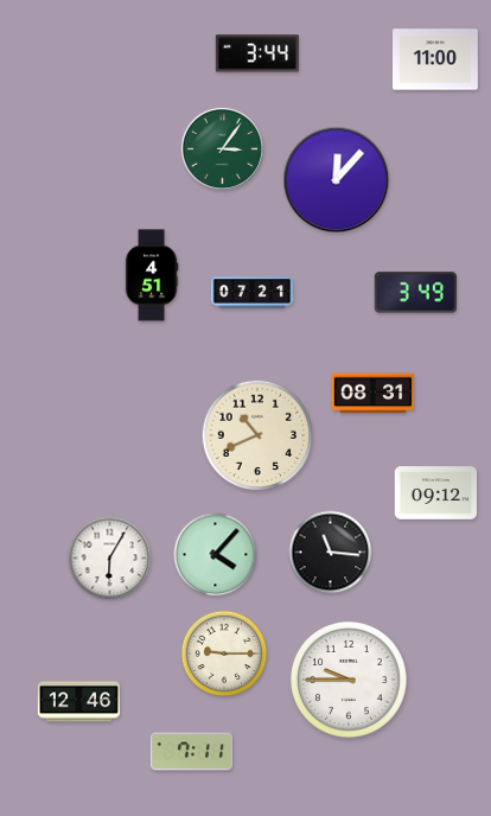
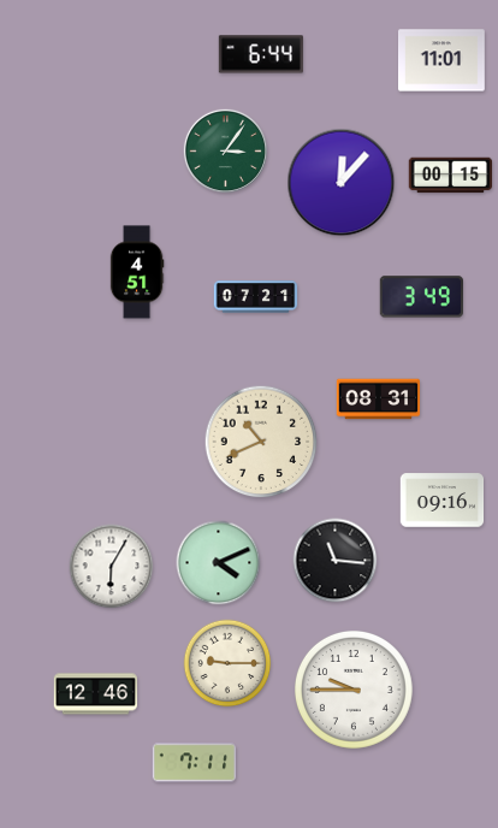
clock at (257, 53): 3:44 -> 6:44
clock at (435, 59): 11:00 -> 11:01
clock at (451, 176): none -> 00:15
clock at (152, 275) position: (152, 275) -> (137, 272)
clock at (436, 493): 09:12 -> 09:16
clock at (216, 555): 4:07 -> 4:11
clock at (79, 702) position: (79, 702) -> (96, 694)
